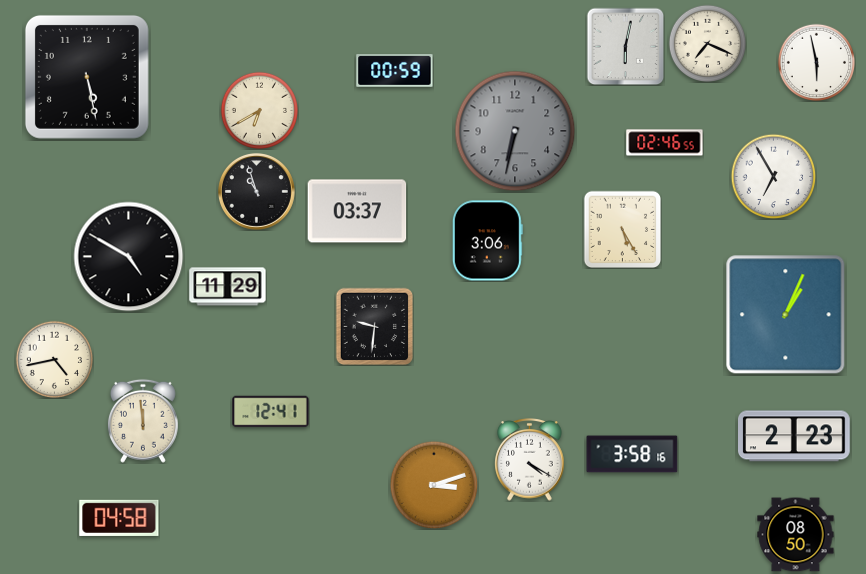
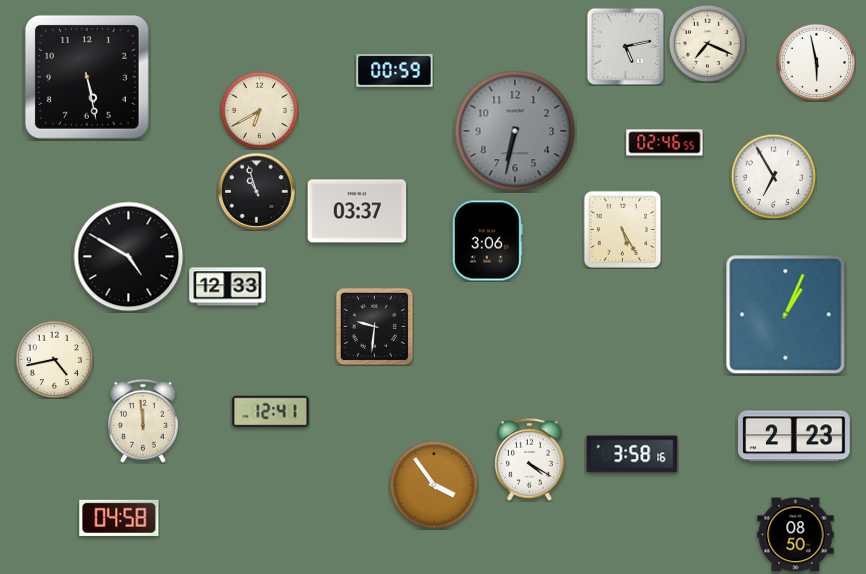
clock at (625, 46): 6:02 -> 5:13
clock at (228, 287): 11:29 -> 12:33
clock at (434, 485): 3:12 -> 3:54
